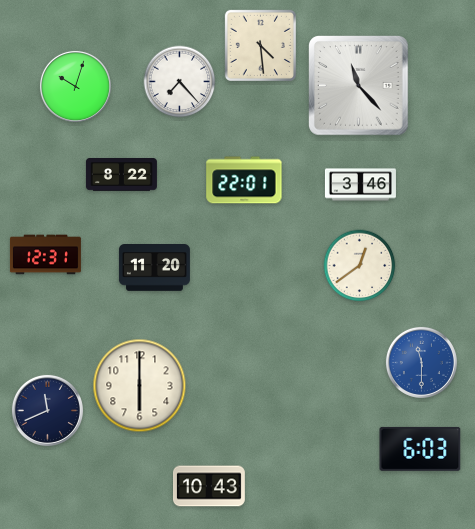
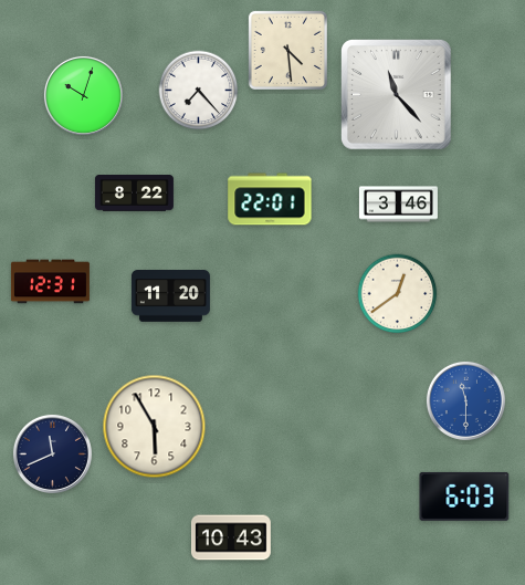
clock at (140, 386): 6:00 -> 5:55
